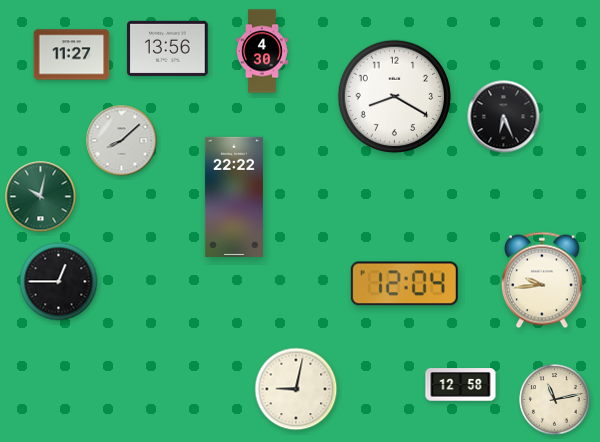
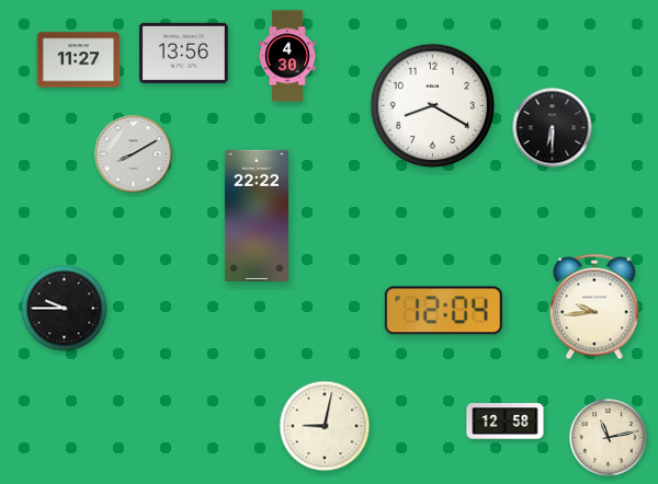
clock at (504, 117): 6:26 -> 6:30
clock at (122, 141): 8:08 -> 8:10
clock at (41, 197): 10:02 -> none
clock at (59, 282): 12:45 -> 9:45
